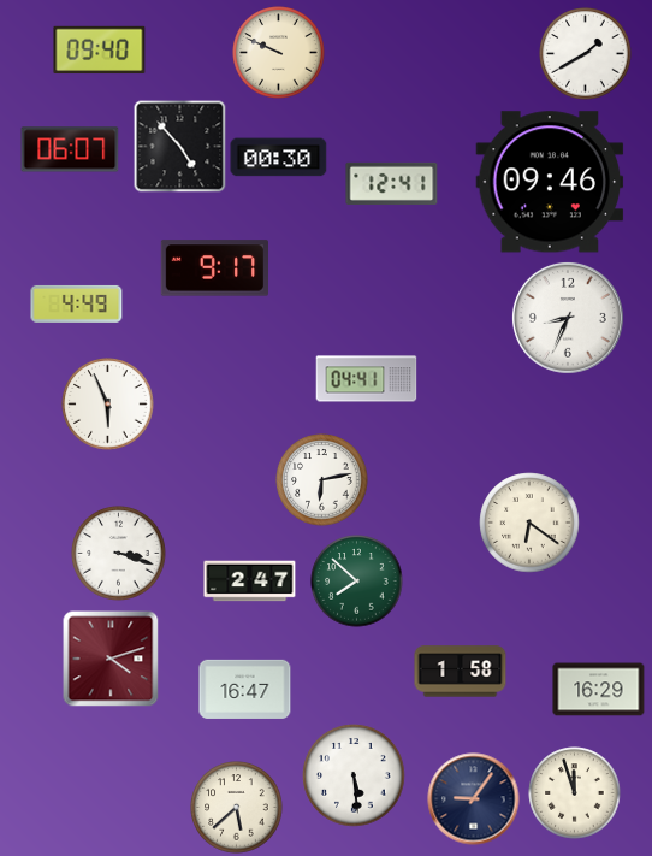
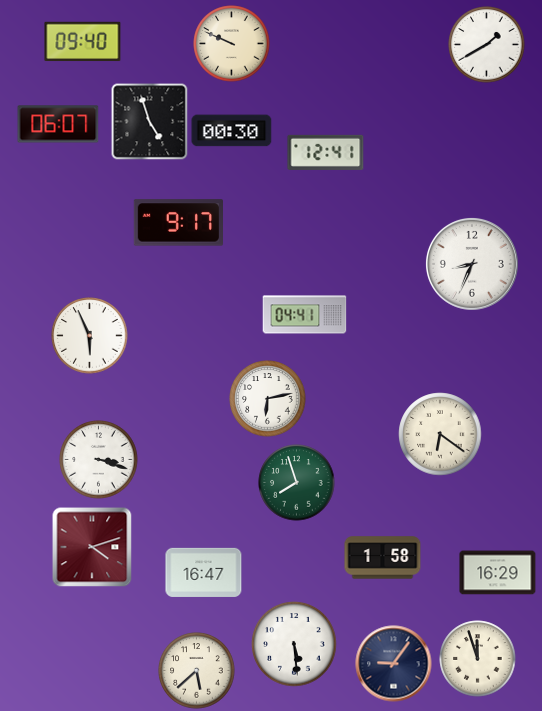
clock at (179, 147): 4:53 -> 4:57
clock at (550, 182): 09:46 -> none
clock at (77, 303): 4:49 -> none
clock at (250, 582): 2:47 -> none
clock at (357, 582): 7:52 -> 7:57
